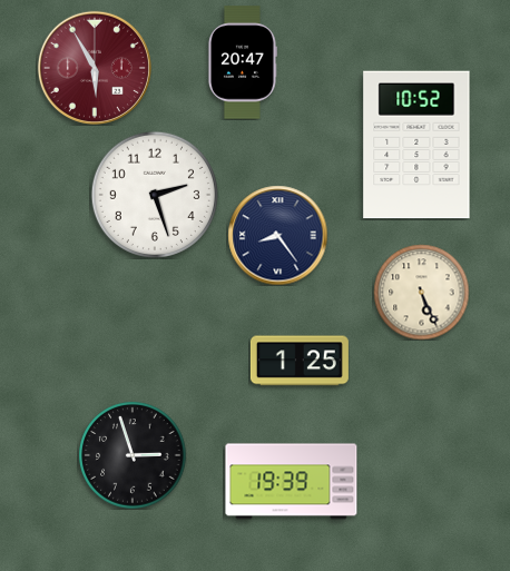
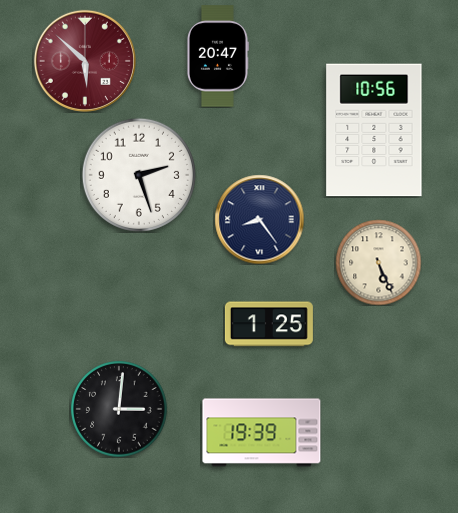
clock at (95, 68): 5:55 -> 5:52
clock at (416, 145): 10:52 -> 10:56
clock at (277, 235) position: (277, 235) -> (259, 219)
clock at (133, 455): 2:57 -> 3:01
